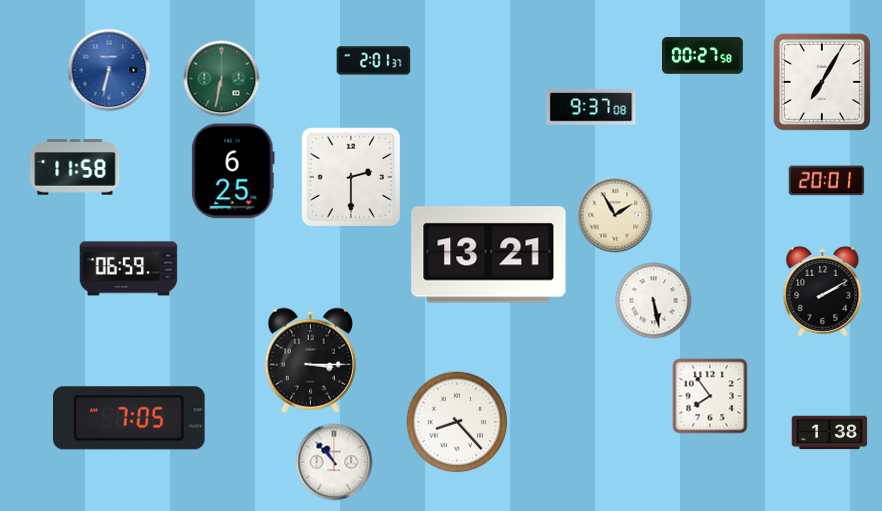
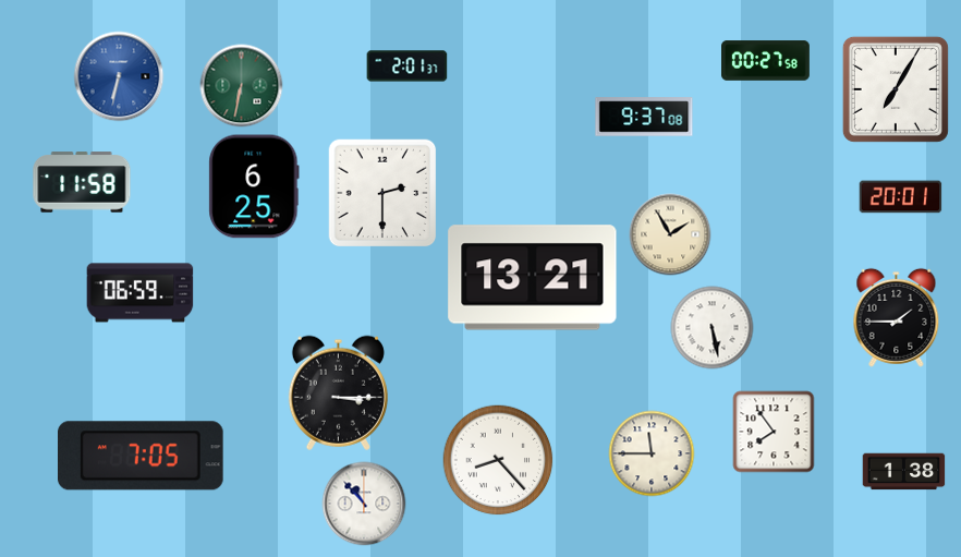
clock at (823, 291): 2:10 -> 1:45
clock at (652, 453): none -> 11:45
